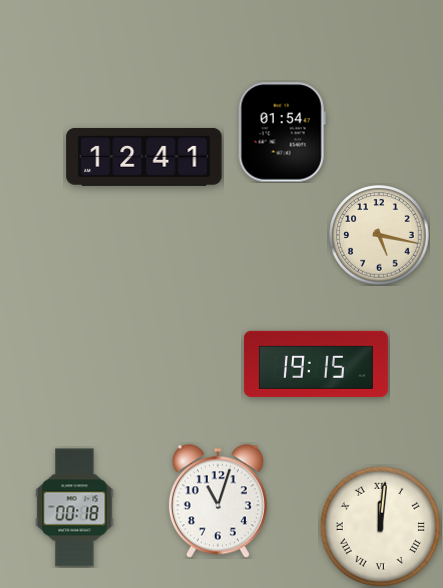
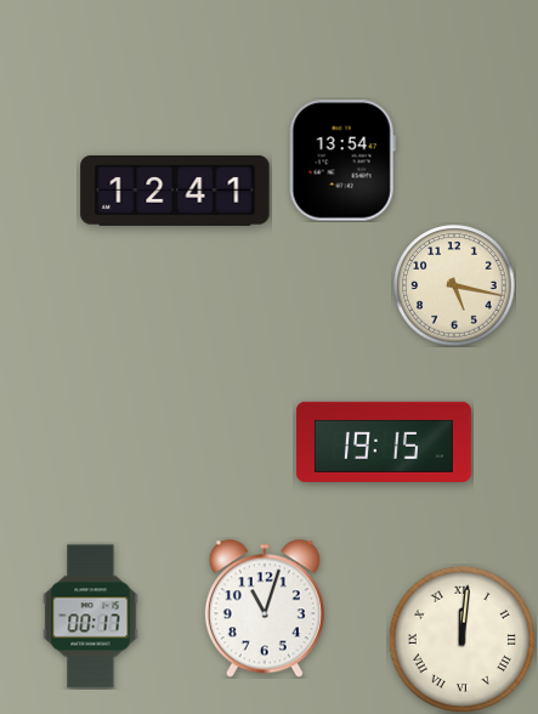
clock at (282, 132): 01:54 -> 13:54
clock at (379, 235) position: (379, 235) -> (454, 285)
clock at (75, 508): 00:18 -> 00:17
